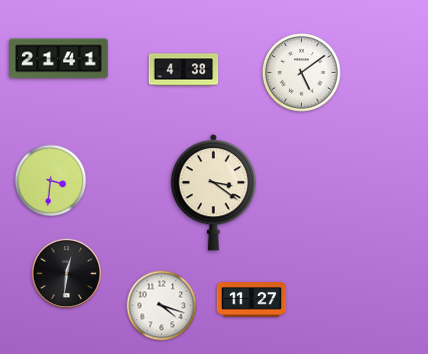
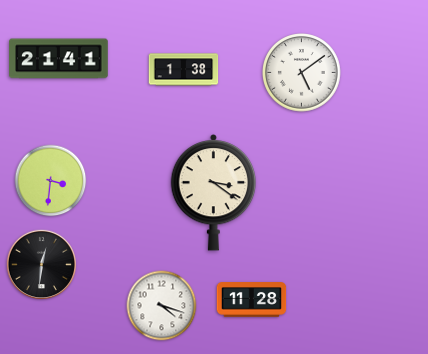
clock at (184, 70): 4:38 -> 1:38
clock at (66, 273) position: (66, 273) -> (41, 264)
clock at (252, 300): 11:27 -> 11:28
